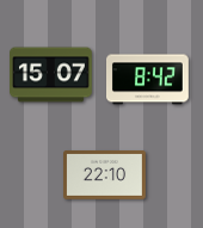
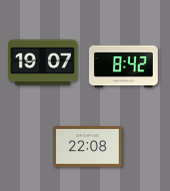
clock at (51, 75): 15:07 -> 19:07
clock at (105, 175): 22:10 -> 22:08
